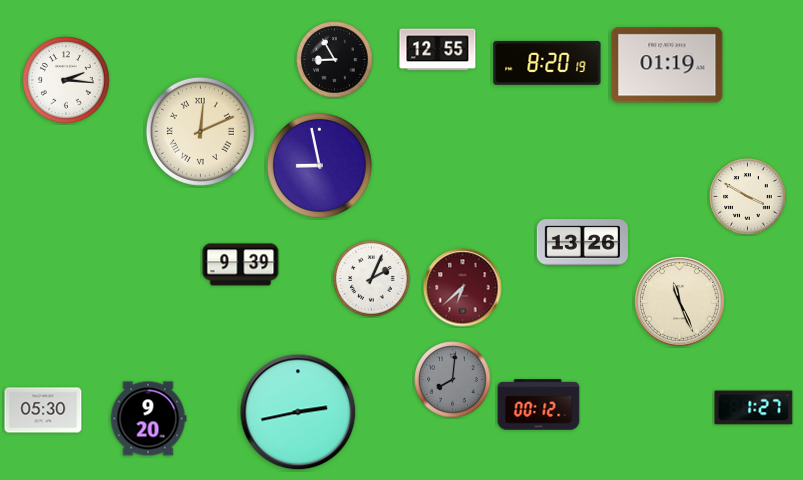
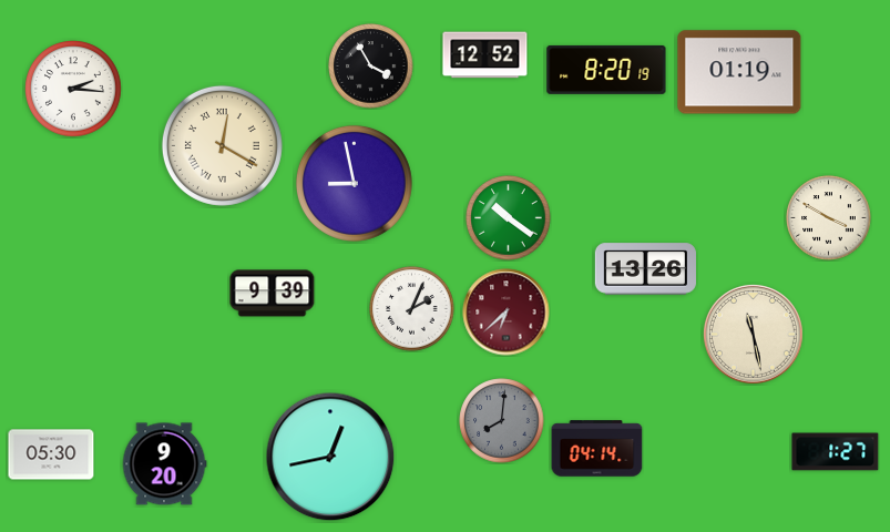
clock at (438, 50): 12:55 -> 12:52
clock at (335, 60): 8:55 -> 3:55
clock at (200, 131): 12:11 -> 12:20
clock at (509, 218): none -> 10:21
clock at (241, 265) position: (241, 265) -> (273, 294)
clock at (463, 288) position: (463, 288) -> (507, 313)
clock at (680, 302): 11:26 -> 11:28
clock at (539, 405): 00:12 -> 04:14
clock at (43, 410) position: (43, 410) -> (51, 454)
clock at (298, 412): 2:43 -> 12:43
